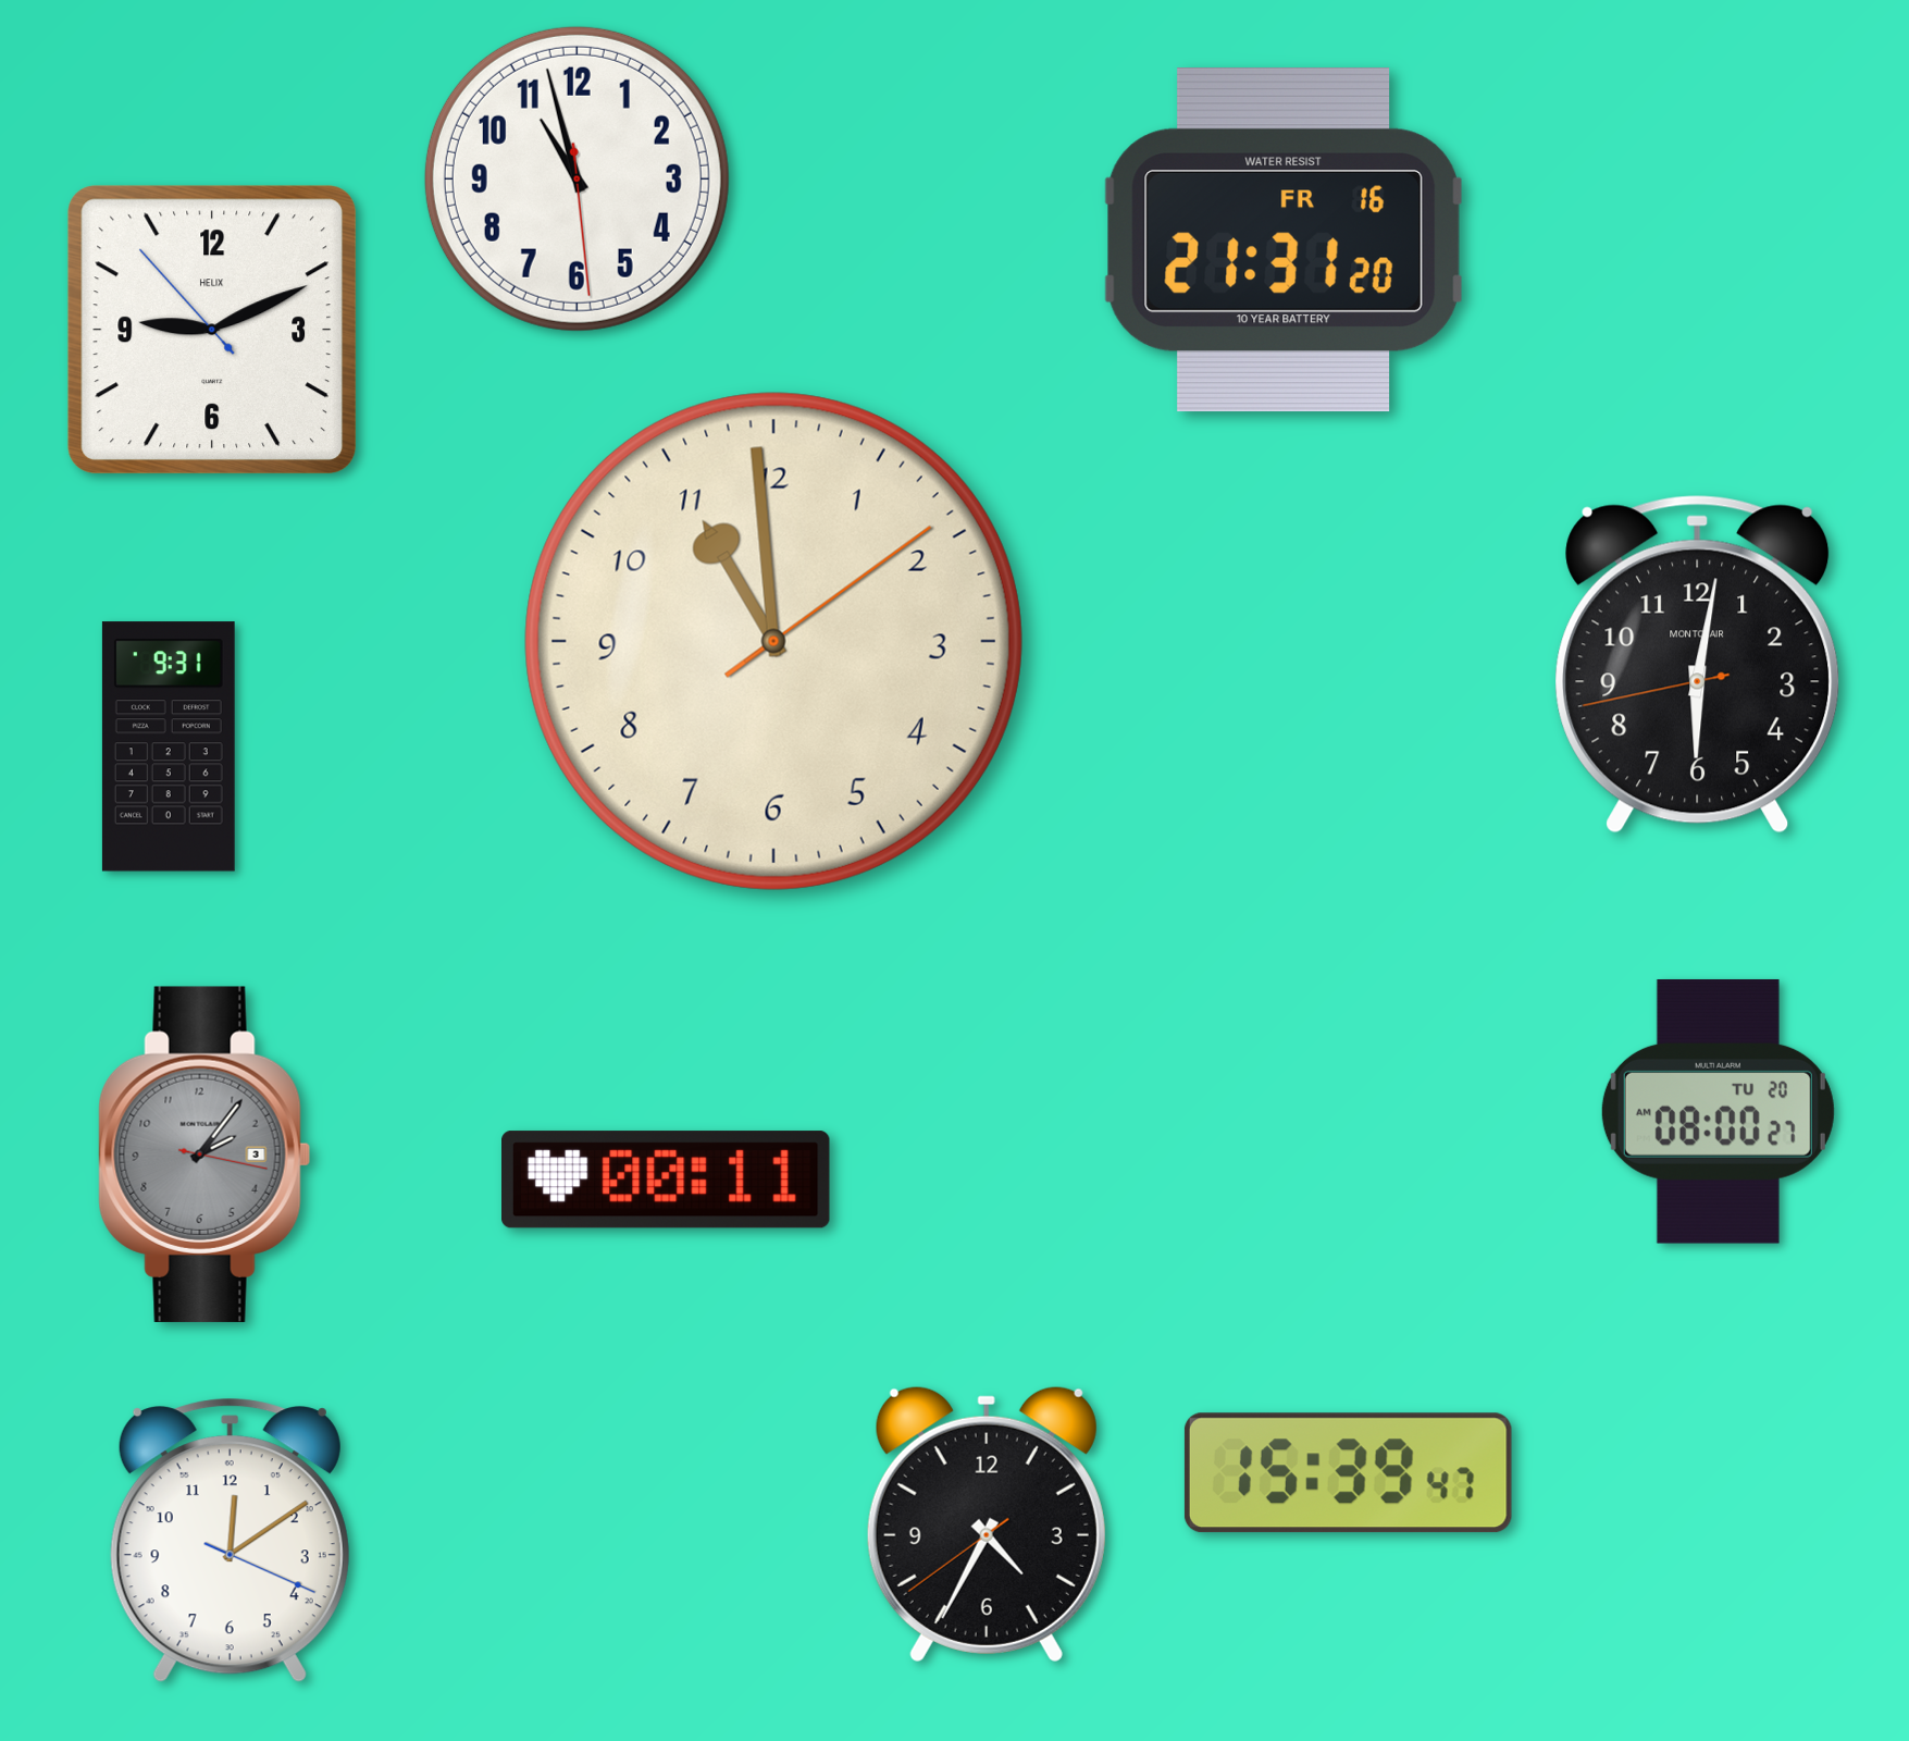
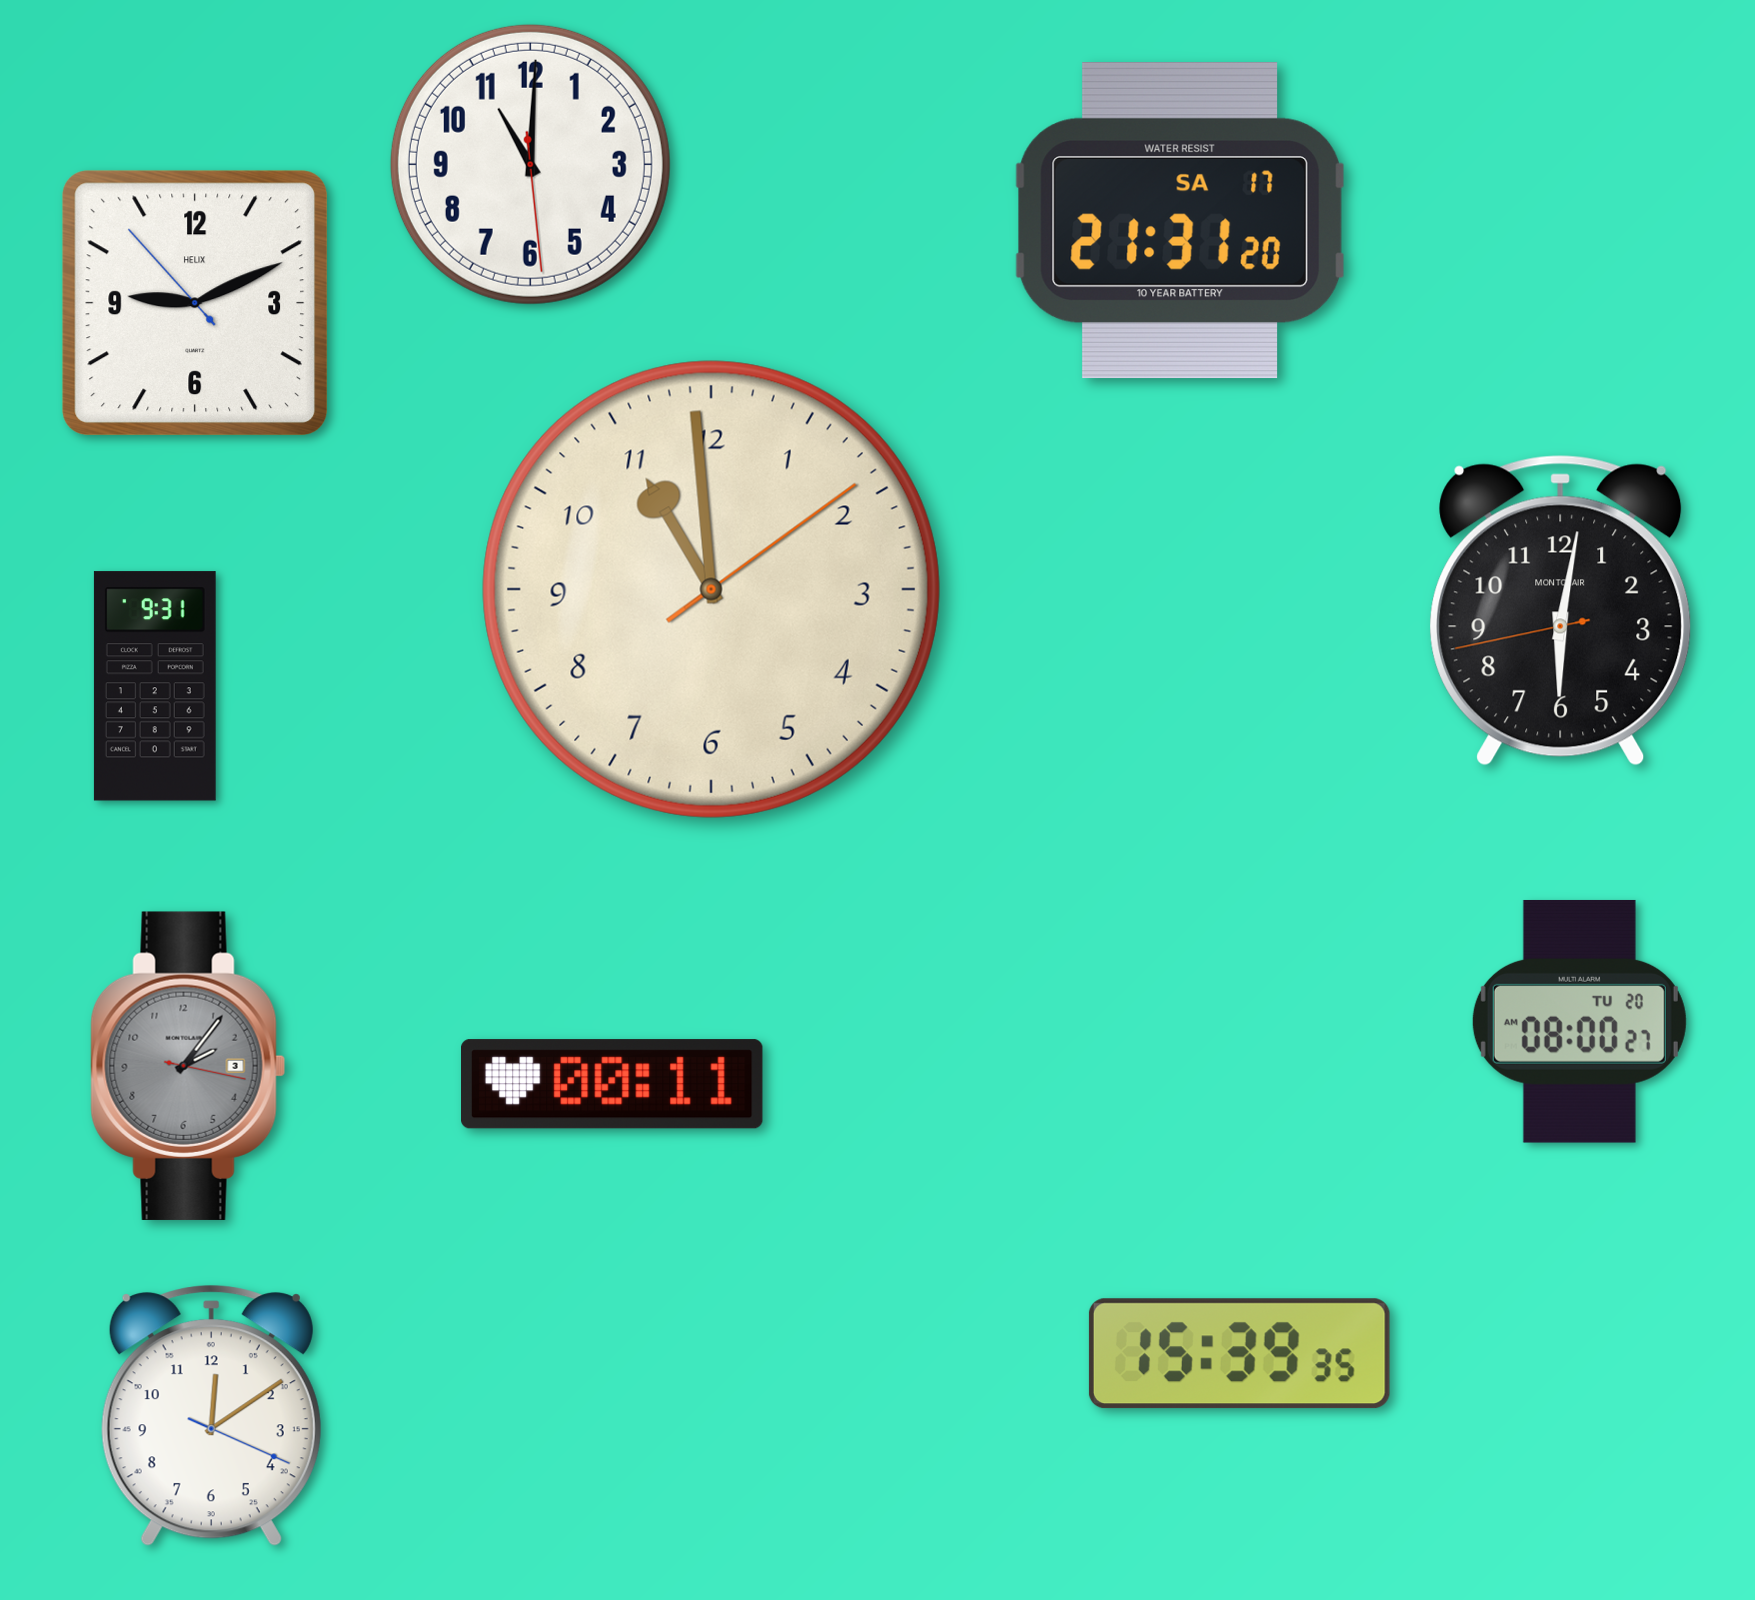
clock at (577, 178): 10:57 -> 11:00
clock at (1284, 240) date: FR 16 -> SA 17
clock at (204, 1155) position: (204, 1155) -> (188, 1066)
clock at (1348, 1473): 15:39:47 -> 15:39:35
clock at (987, 1523): 4:34 -> none
